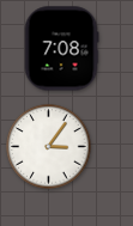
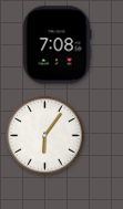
clock at (49, 147): 3:06 -> 6:06
